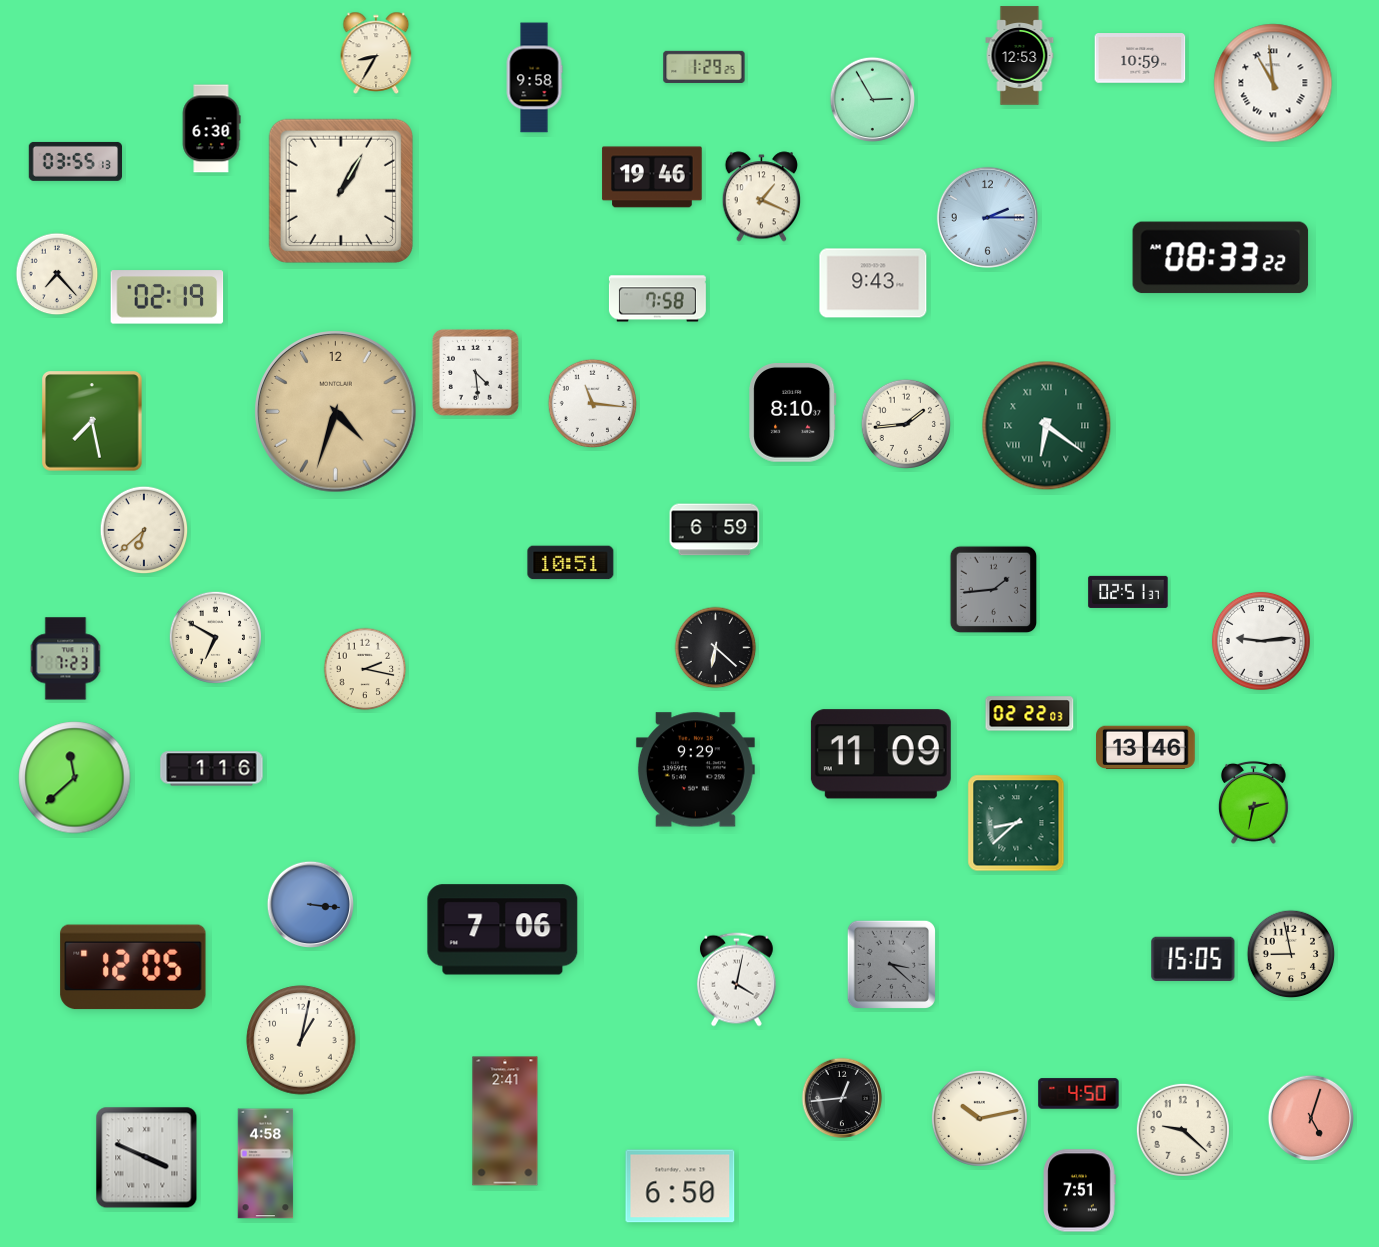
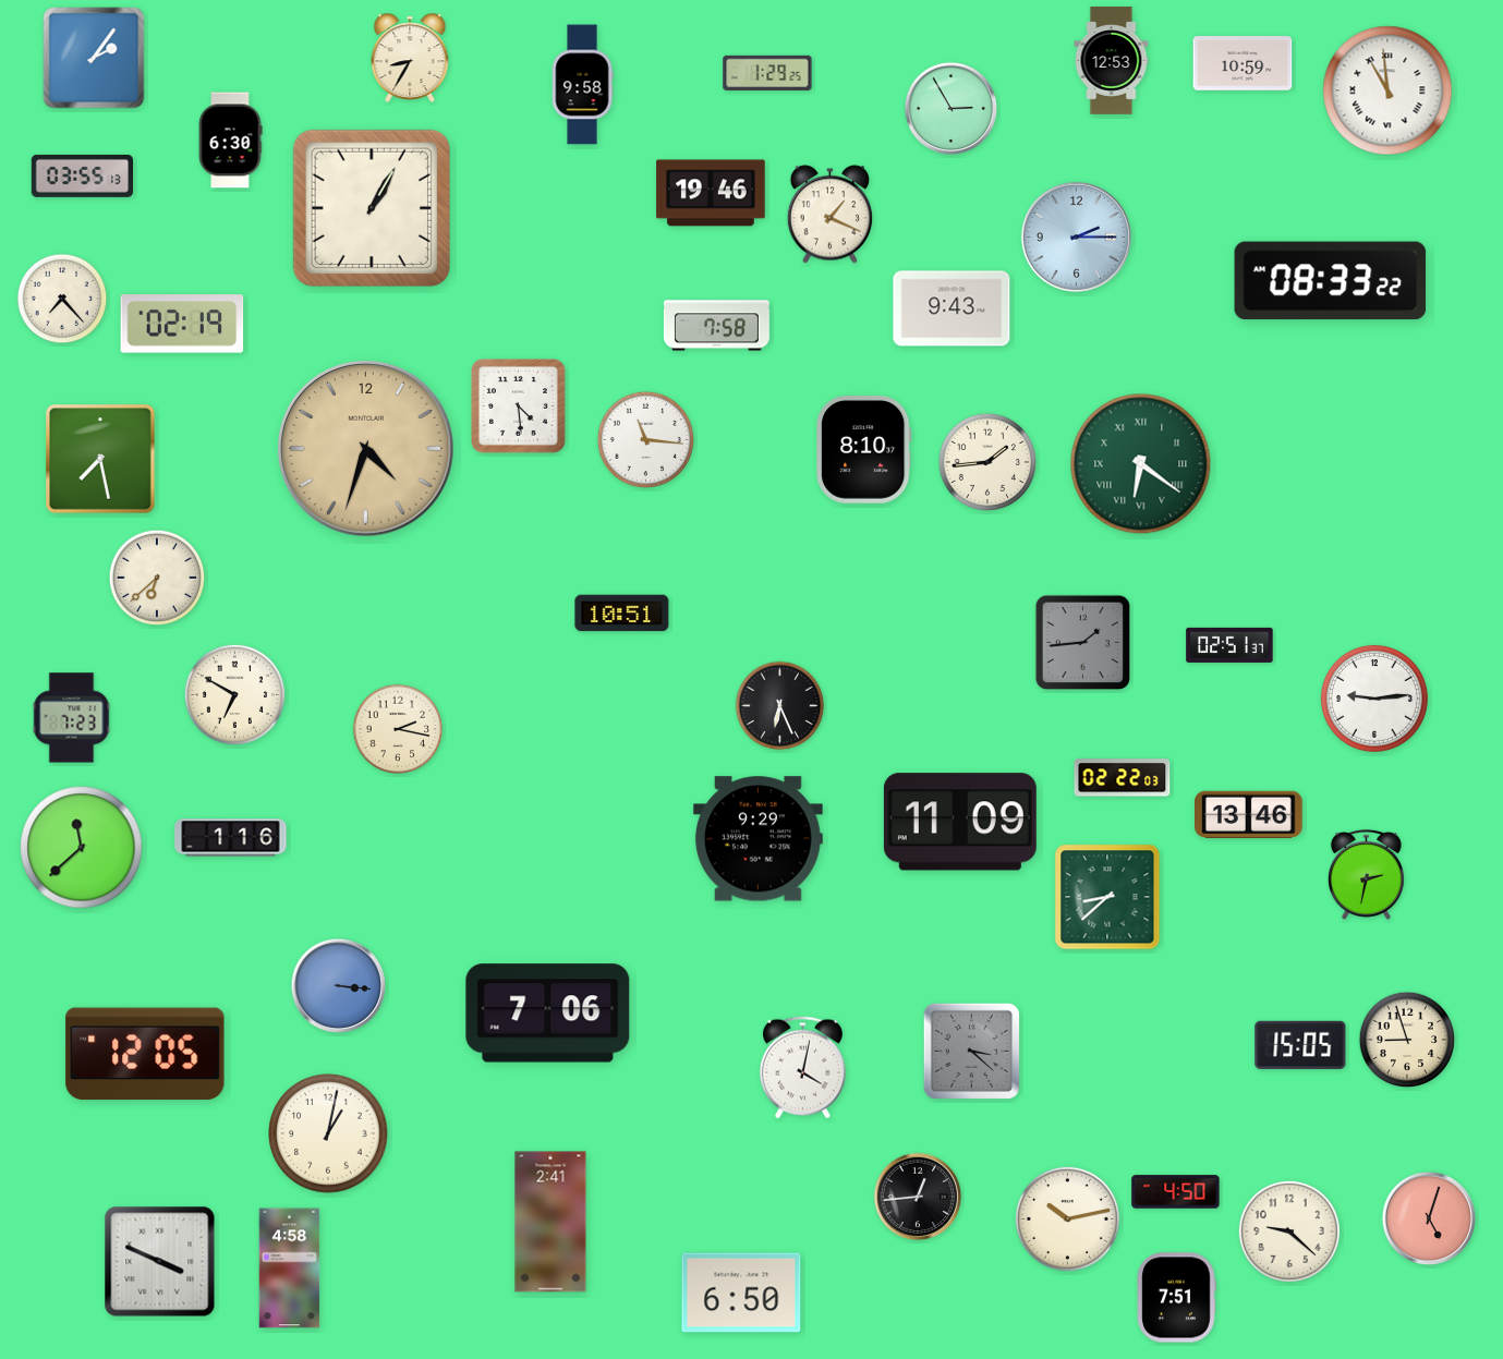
clock at (94, 58): none -> 2:06
clock at (715, 530): 6:59 -> none
clock at (716, 648): 6:22 -> 6:26
clock at (1291, 954): 8:58 -> 8:57
